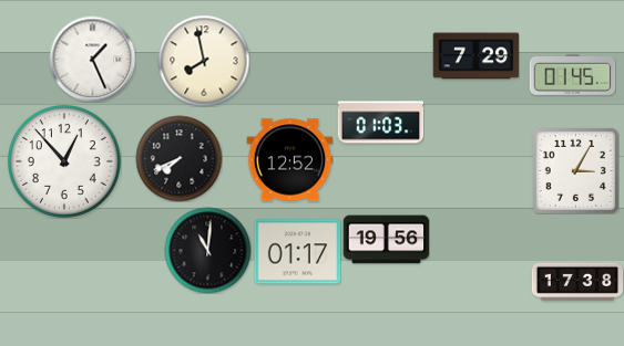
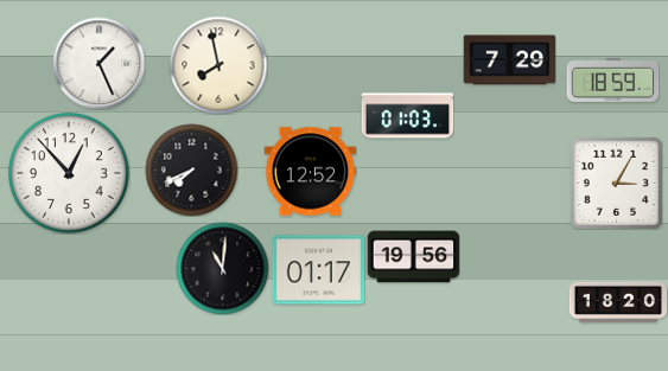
clock at (572, 74): 01:45 -> 18:59
clock at (380, 123) position: (380, 123) -> (407, 116)
clock at (576, 282): 17:38 -> 18:20
